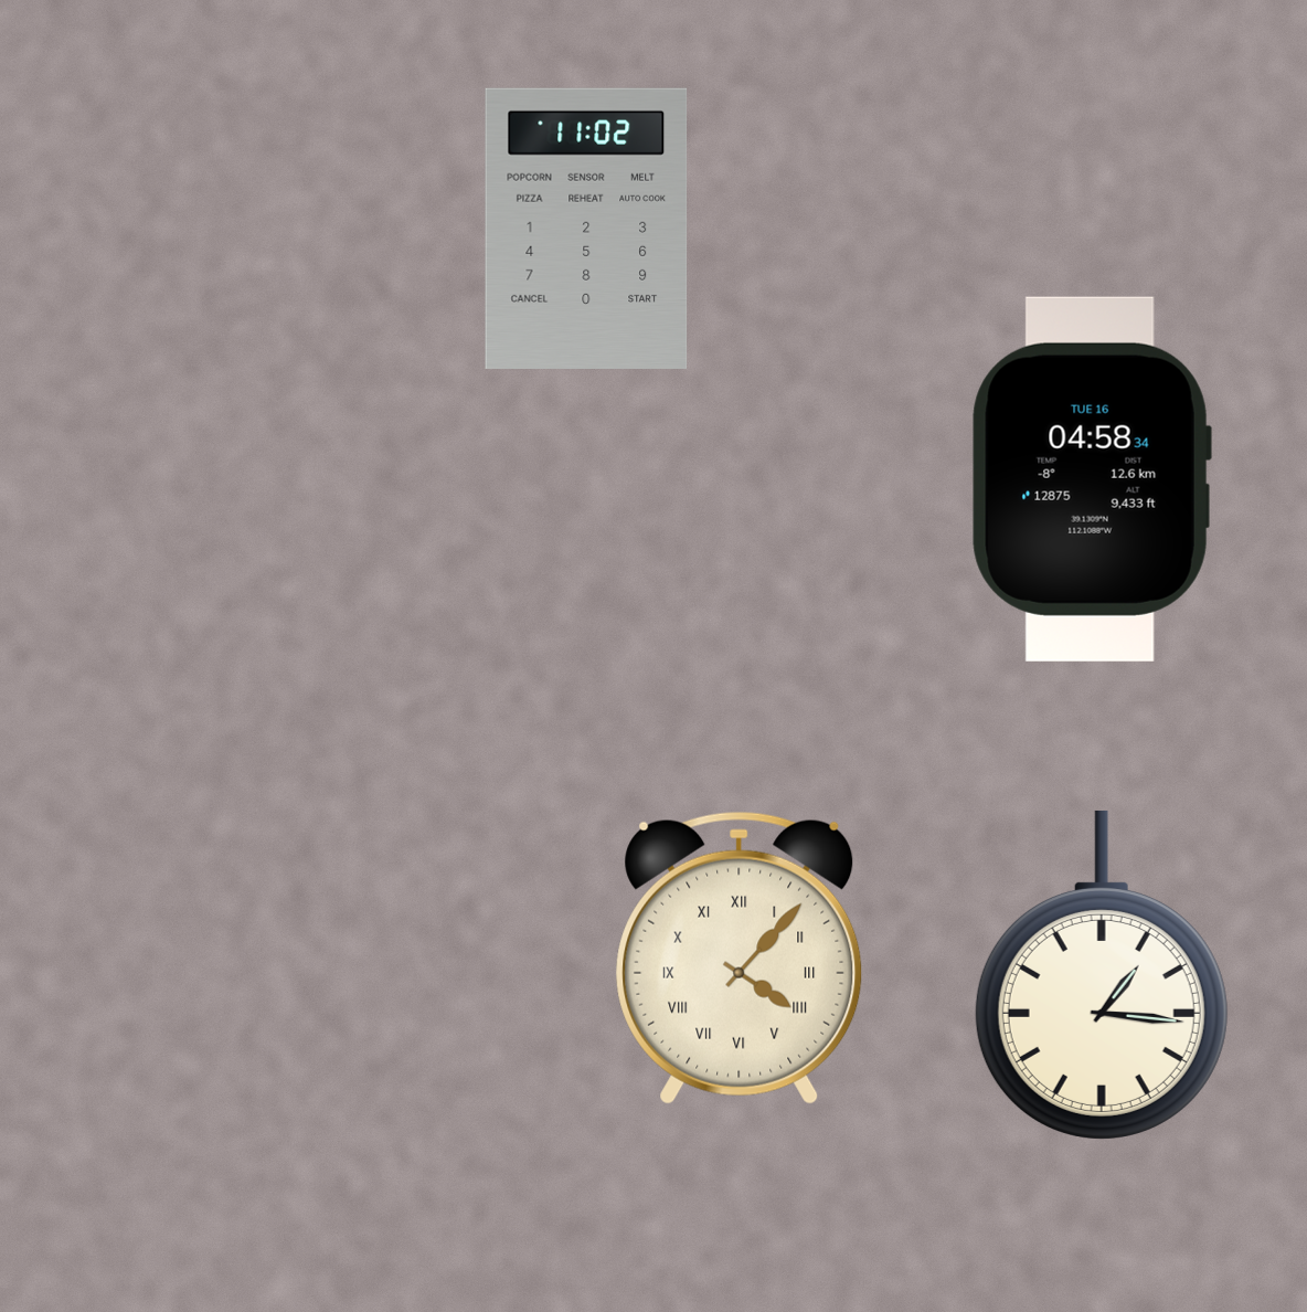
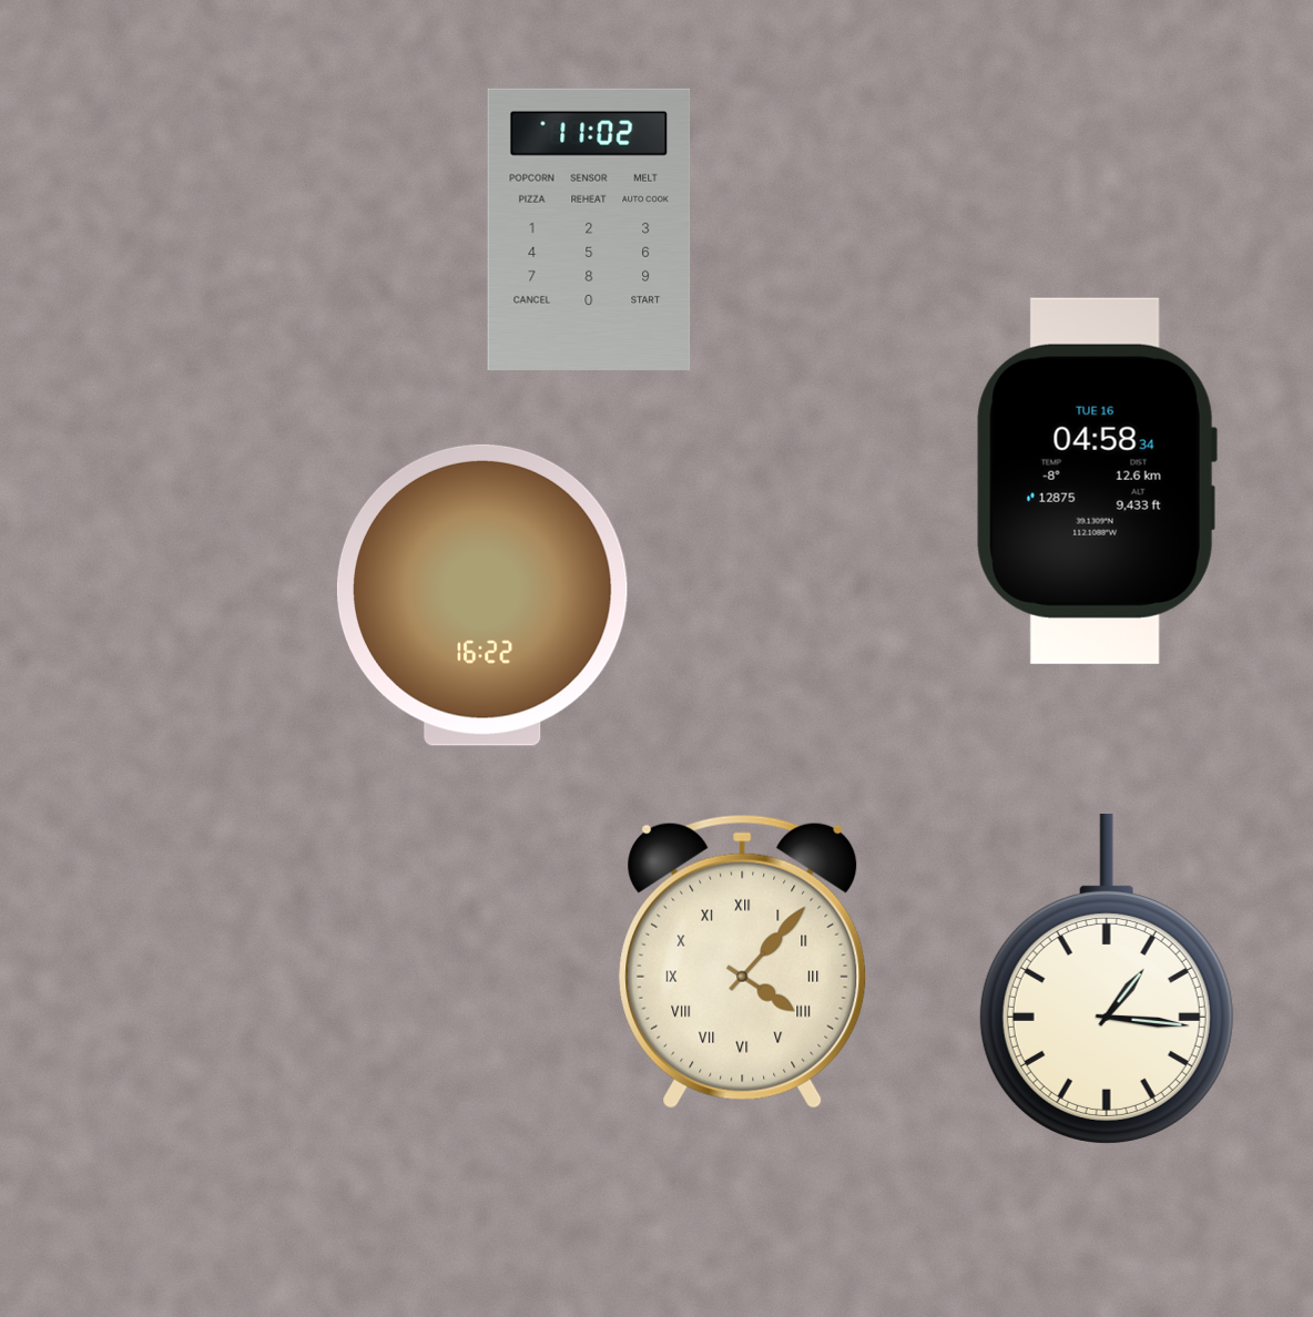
clock at (482, 595): none -> 16:22
